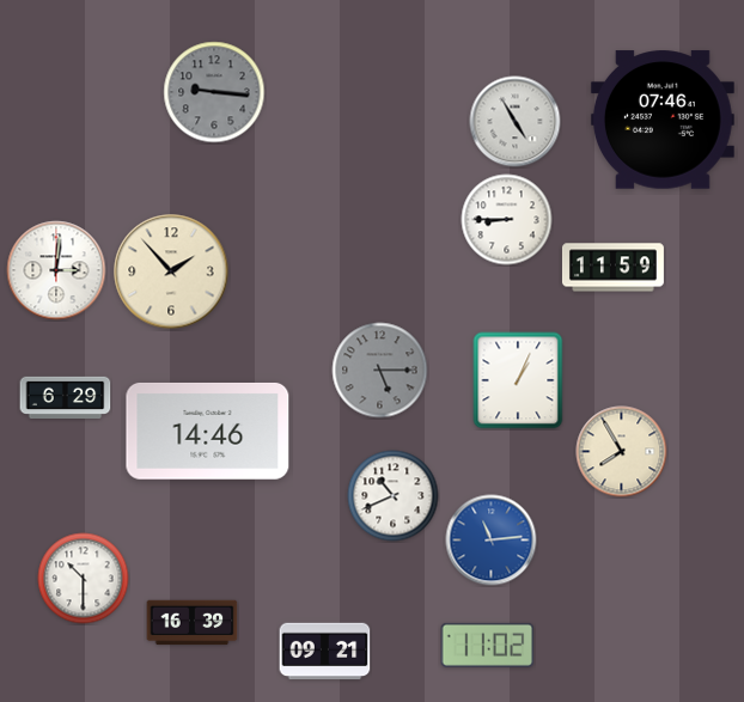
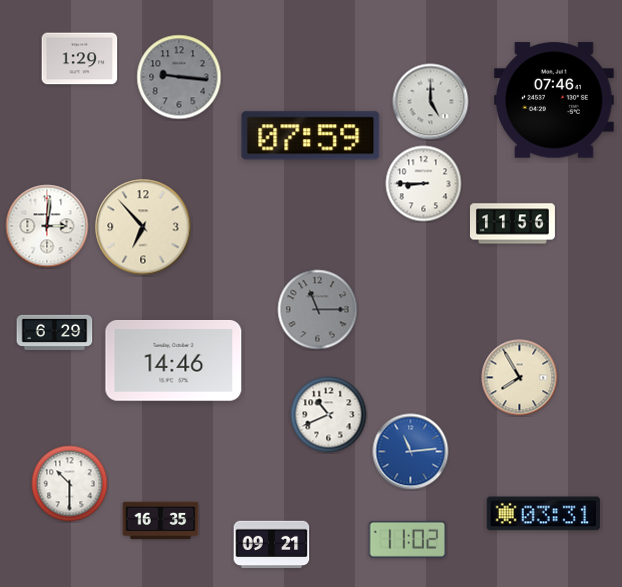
clock at (80, 59): none -> 1:29
clock at (516, 122): 4:55 -> 5:00
clock at (311, 136): none -> 07:59
clock at (612, 268): 11:59 -> 11:56
clock at (171, 271): 1:53 -> 6:53
clock at (380, 371): 5:15 -> 11:15
clock at (518, 380): 1:04 -> none
clock at (543, 514): none -> 03:31
clock at (193, 623): 16:39 -> 16:35
